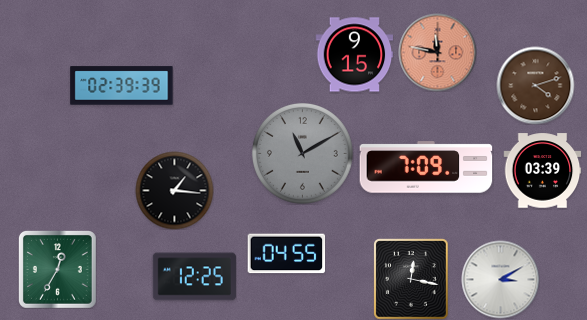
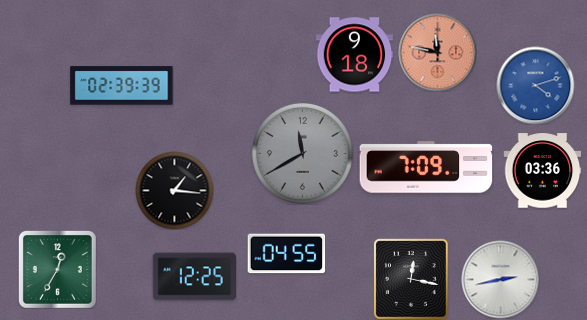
clock at (354, 55): 9:15 -> 9:18
clock at (535, 85) dial: brown -> blue
clock at (303, 154): 11:10 -> 11:40
clock at (542, 171): 03:39 -> 03:36
clock at (500, 279): 3:10 -> 2:43
